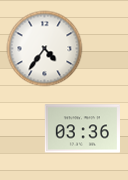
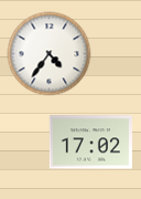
clock at (82, 129): 03:36 -> 17:02
